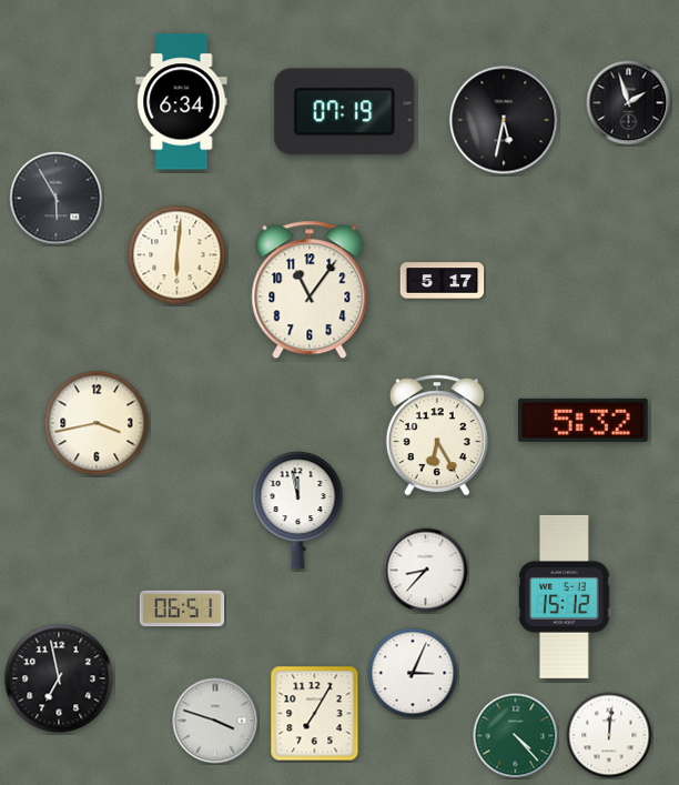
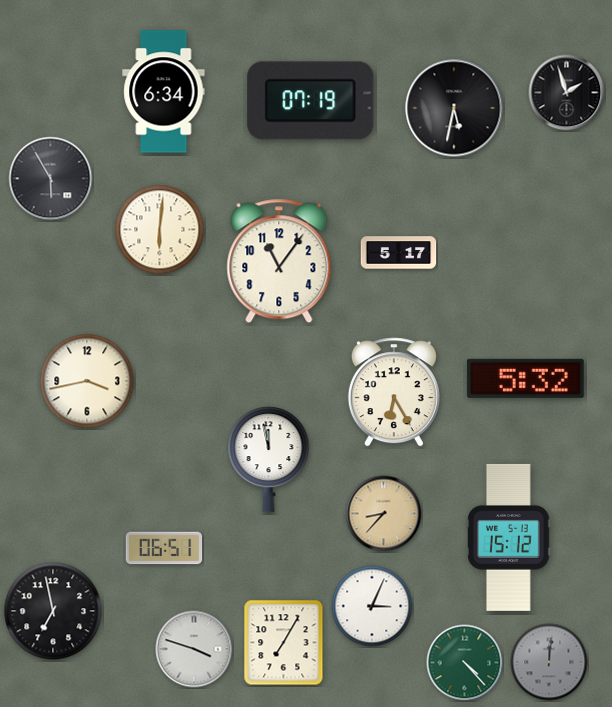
clock at (426, 571) dial: white -> champagne
clock at (609, 735) dial: white -> grey
